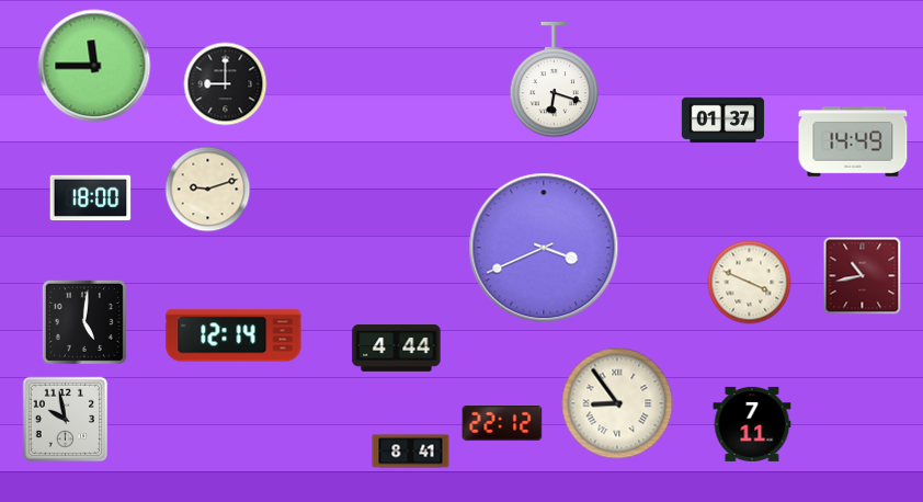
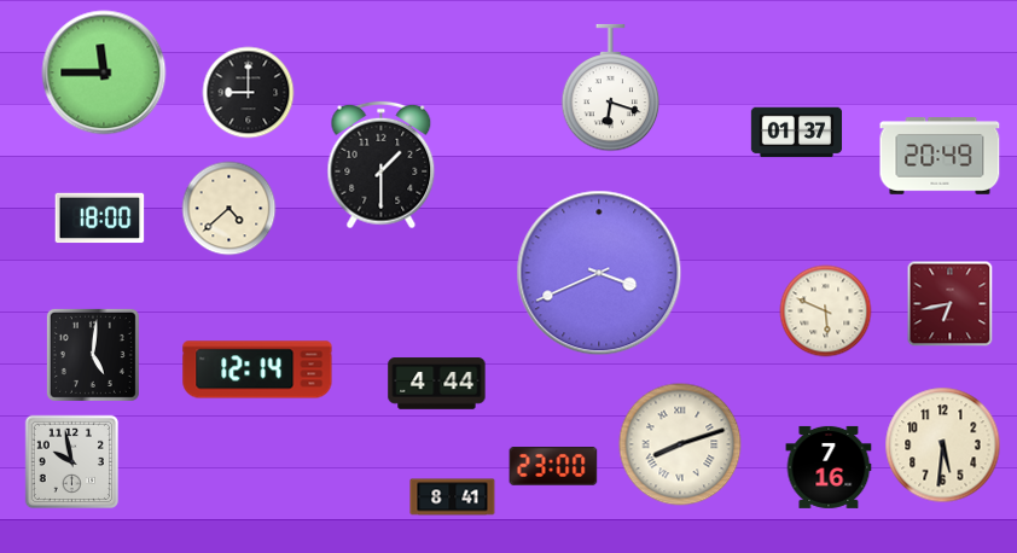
clock at (853, 141): 14:49 -> 20:49
clock at (382, 165): none -> 1:30
clock at (208, 190): 9:12 -> 4:38
clock at (863, 276): 10:43 -> 6:43
clock at (750, 283): 3:49 -> 5:49
clock at (617, 403): 8:54 -> 8:12
clock at (943, 446): none -> 5:31
clock at (502, 424): 22:12 -> 23:00
clock at (752, 424): 7:11 -> 7:16
